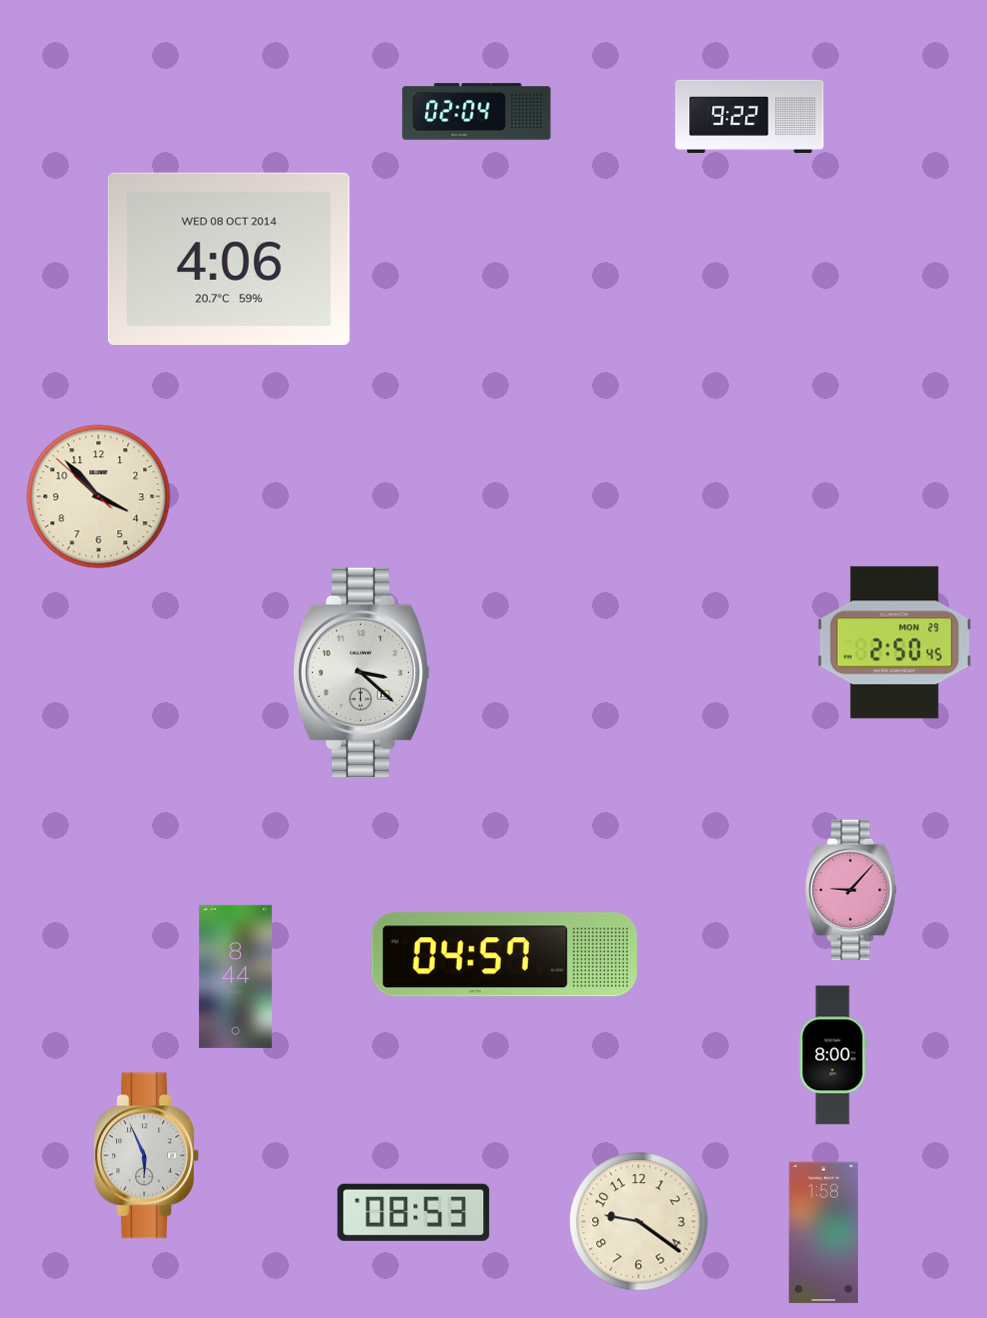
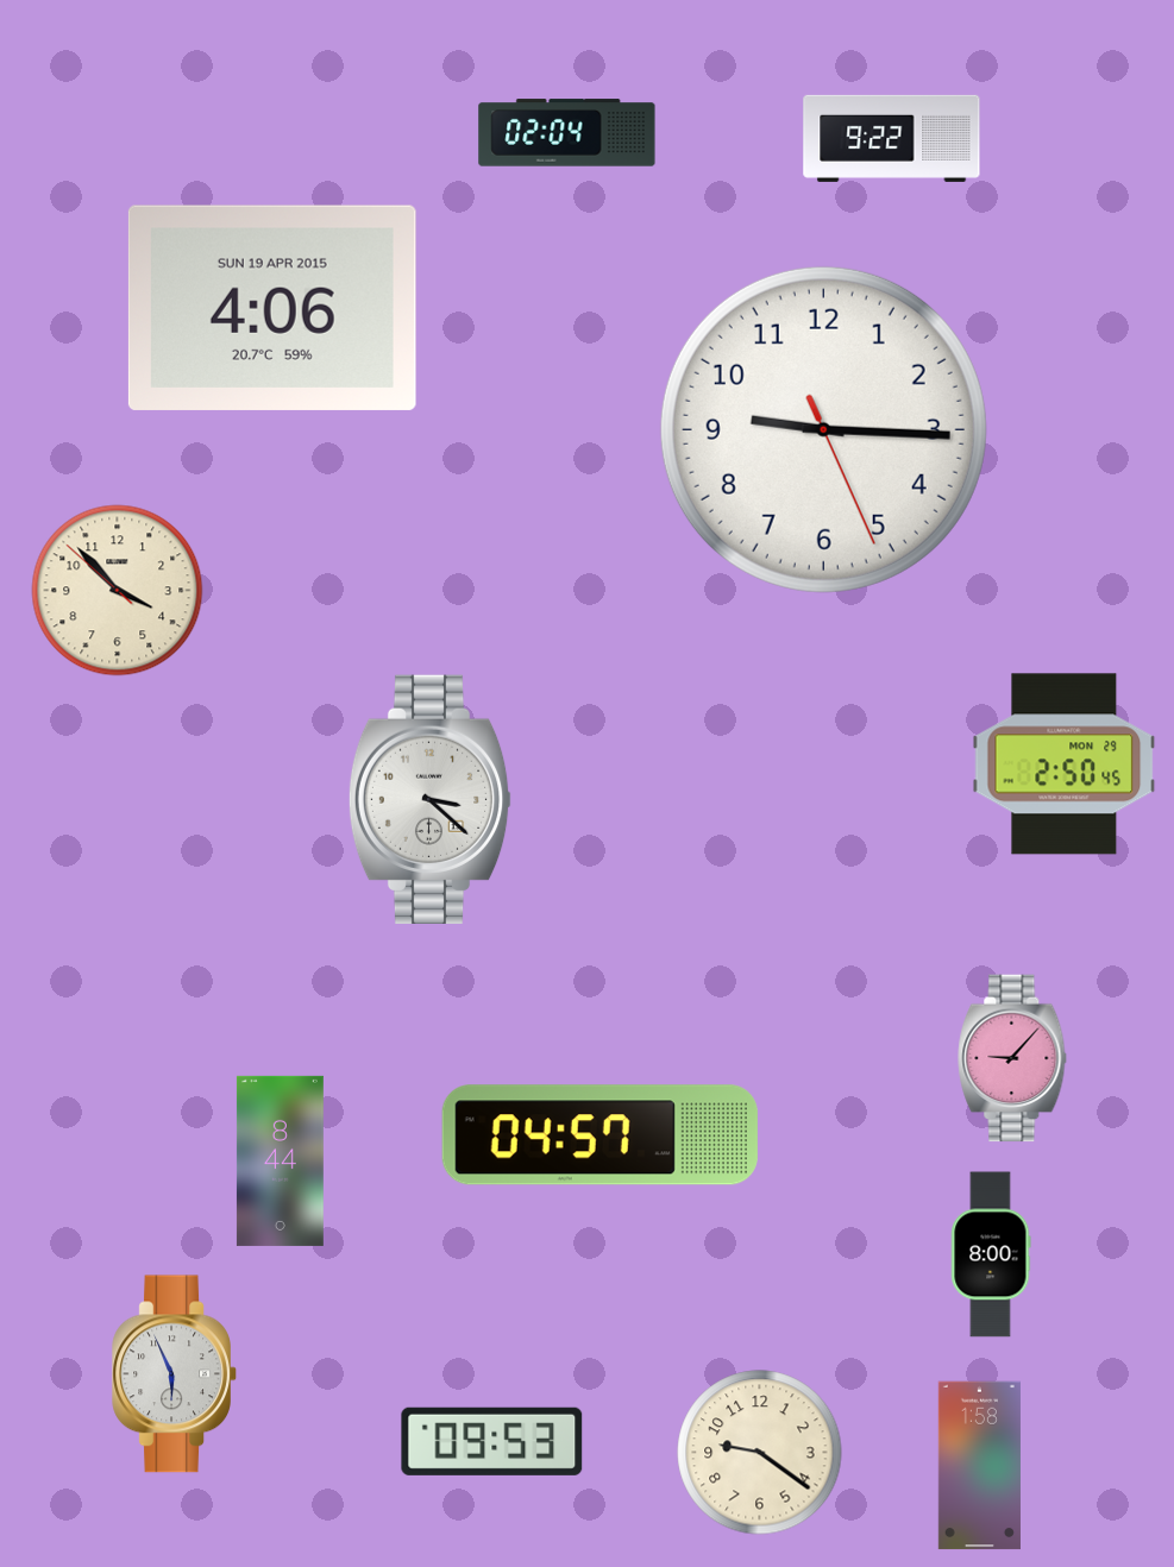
clock at (229, 259) date: WED 08 OCT 2014 -> SUN 19 APR 2015
clock at (823, 429): none -> 9:15
clock at (414, 1212): 08:53 -> 09:53
